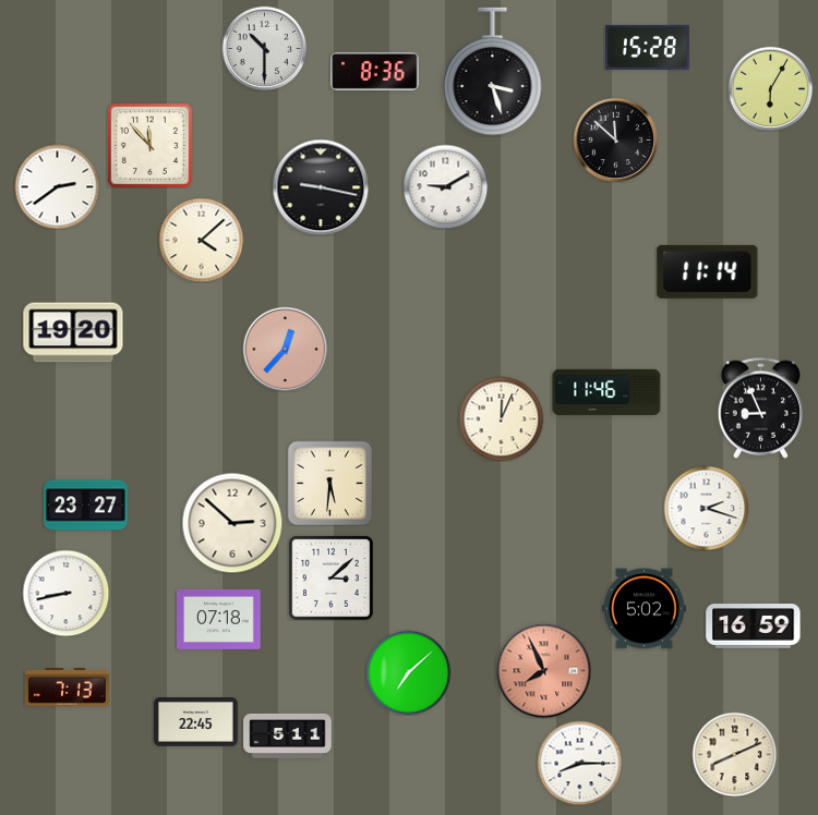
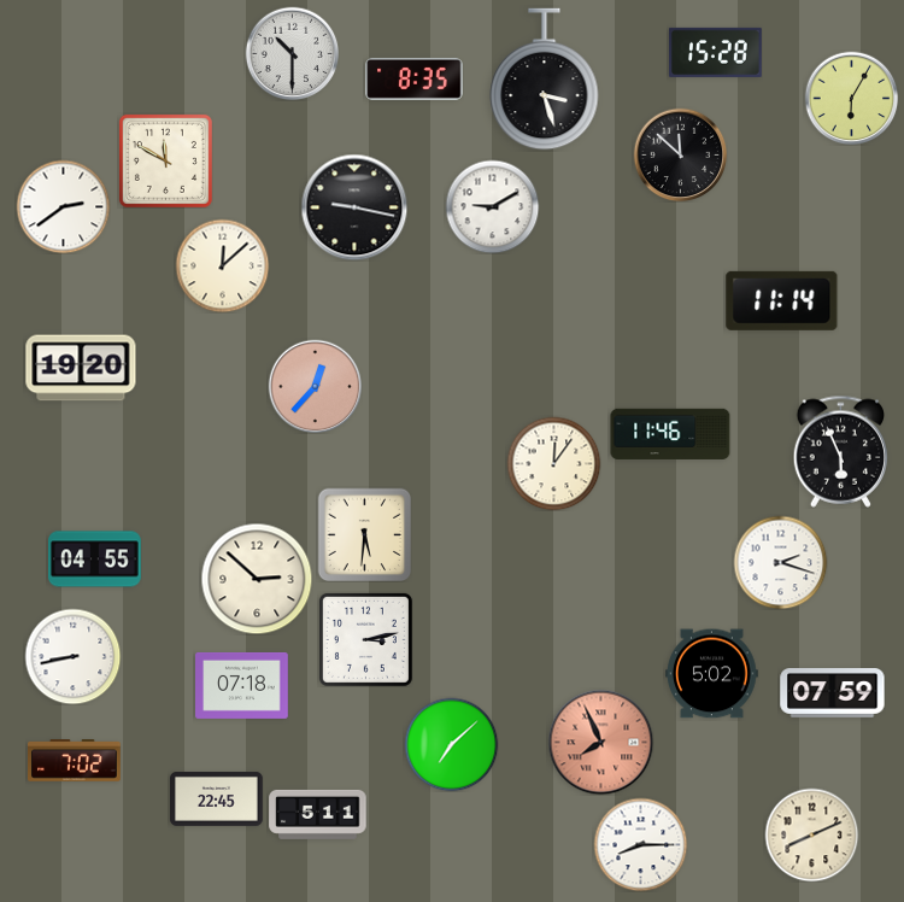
clock at (375, 71): 8:36 -> 8:35
clock at (149, 145): 11:53 -> 11:50
clock at (201, 240): 4:08 -> 12:08
clock at (761, 407): 8:56 -> 5:56
clock at (501, 418): 12:04 -> 12:06
clock at (86, 506): 23:27 -> 04:55
clock at (330, 577): 3:08 -> 3:13
clock at (754, 627): 16:59 -> 07:59
clock at (68, 688): 7:13 -> 7:02
